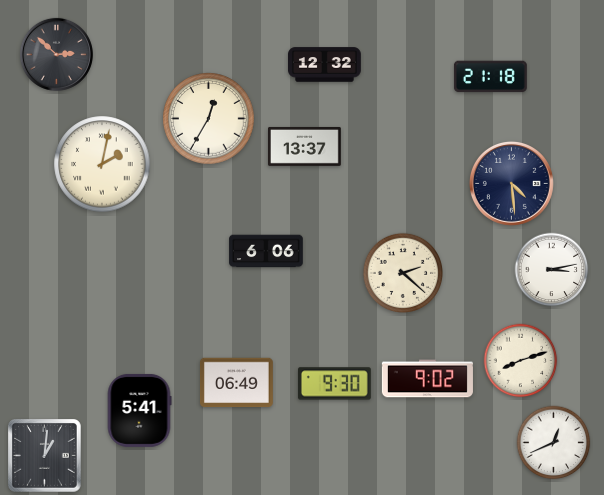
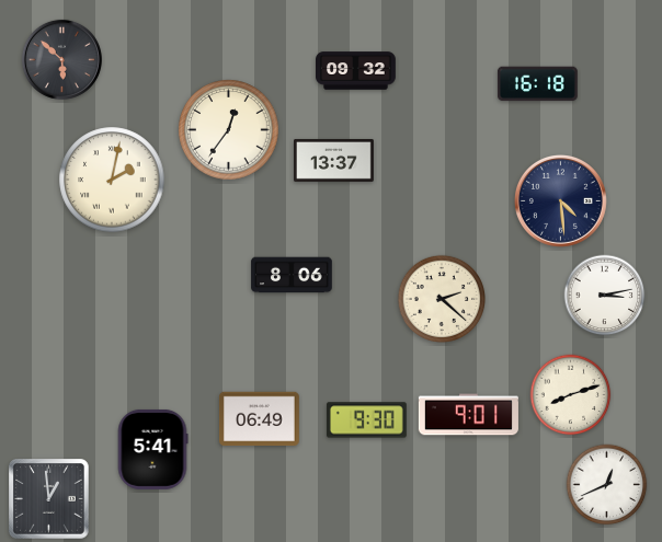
clock at (56, 54): 2:52 -> 5:52
clock at (325, 65): 12:32 -> 09:32
clock at (490, 77): 21:18 -> 16:18
clock at (209, 119): 12:35 -> 12:36
clock at (266, 251): 6:06 -> 8:06
clock at (427, 379): 9:02 -> 9:01
clock at (45, 456): 1:01 -> 12:59
